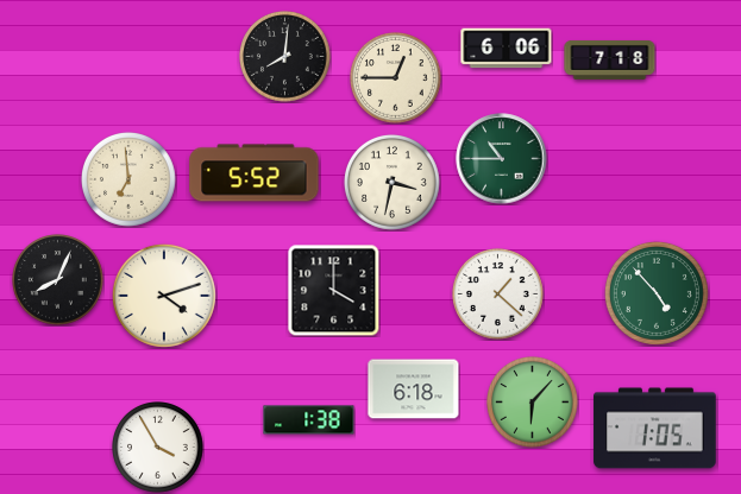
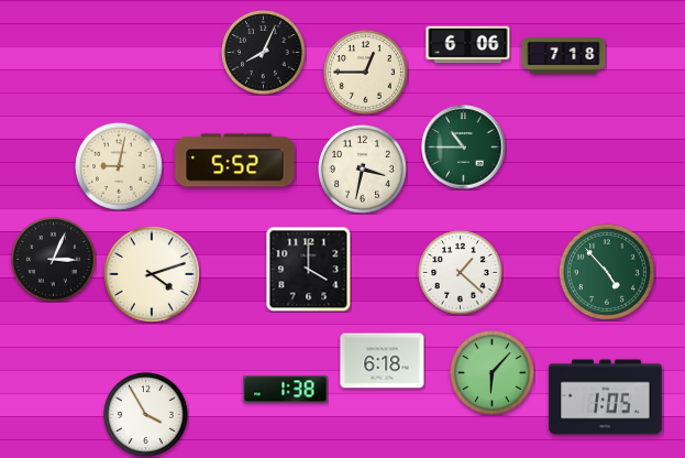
clock at (285, 57): 8:01 -> 8:04
clock at (130, 180): 6:59 -> 9:02
clock at (58, 280): 8:04 -> 3:04
